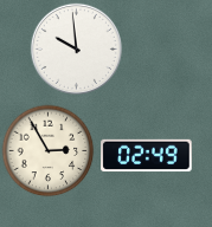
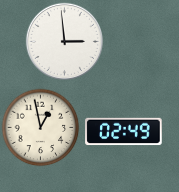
clock at (76, 48): 9:59 -> 2:59
clock at (47, 150): 2:55 -> 12:58
